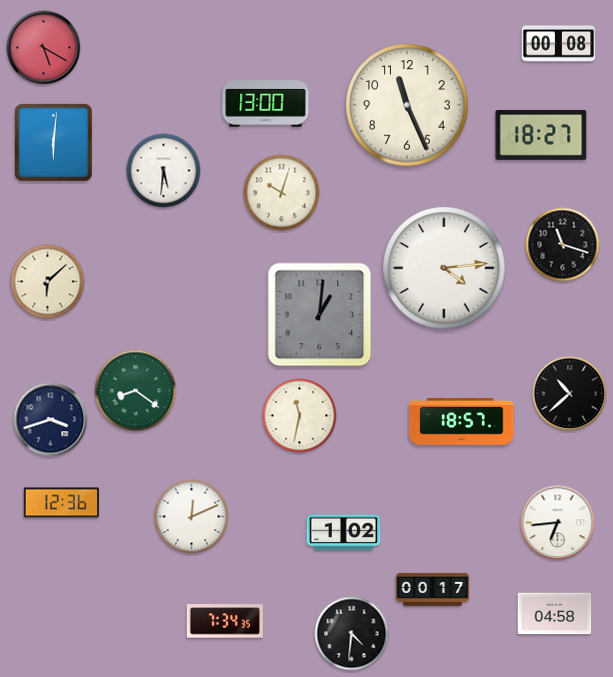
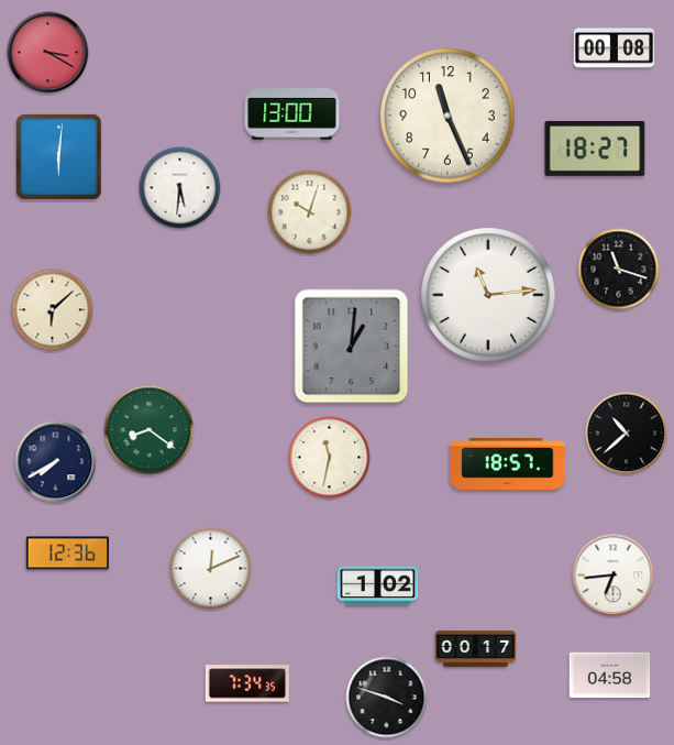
clock at (44, 48): 5:20 -> 3:20
clock at (444, 268): 4:14 -> 11:14
clock at (51, 420): 3:42 -> 7:40
clock at (352, 634): 4:31 -> 3:48
